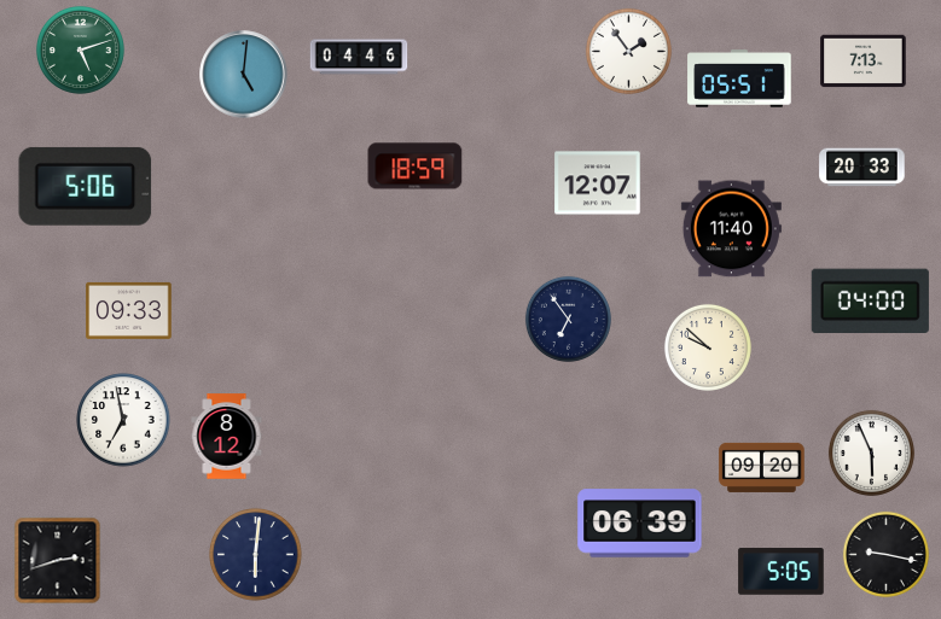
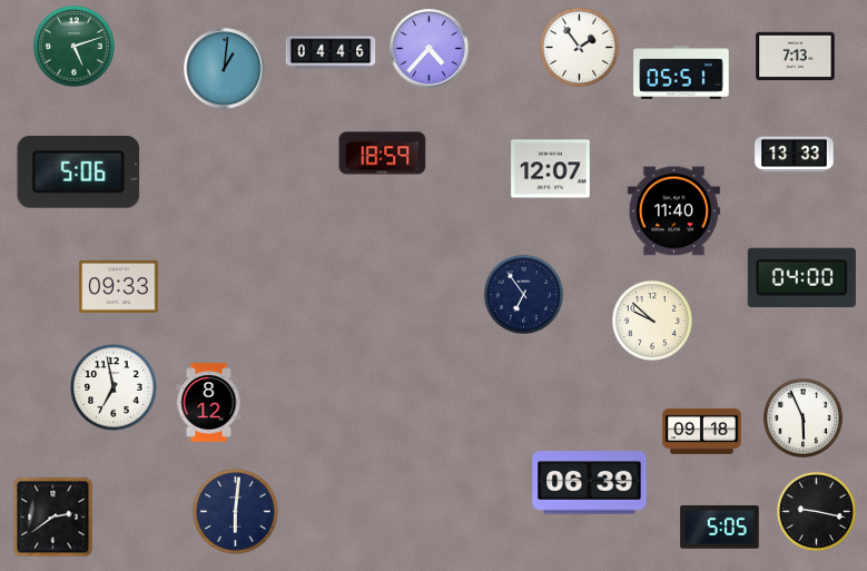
clock at (430, 49): none -> 4:37
clock at (244, 75): 5:01 -> 1:01
clock at (862, 168): 20:33 -> 13:33
clock at (762, 467): 09:20 -> 09:18
clock at (58, 561): 2:42 -> 2:39
